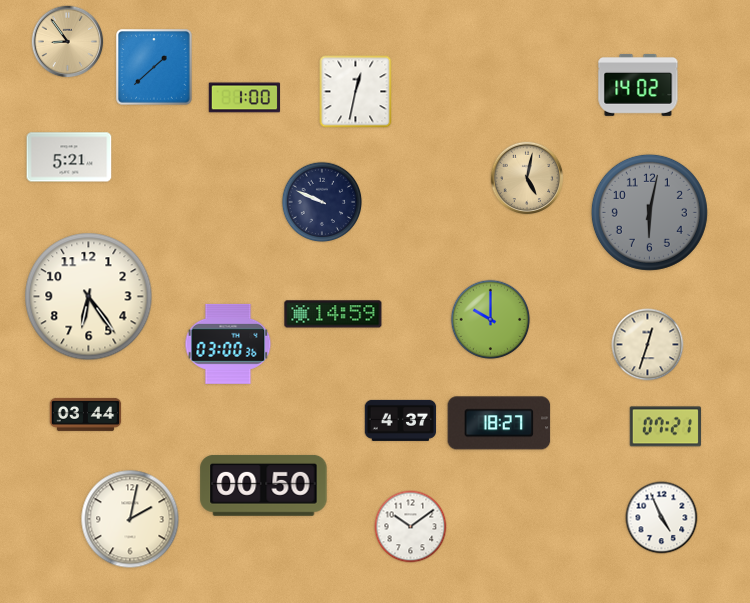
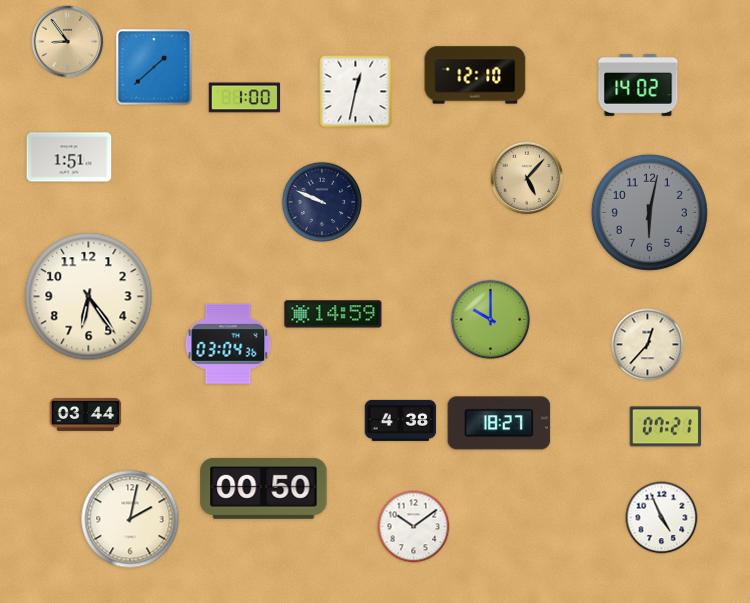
clock at (475, 75): none -> 12:10
clock at (69, 157): 5:21 -> 1:51
clock at (527, 178): 5:02 -> 5:07
clock at (228, 344): 03:00 -> 03:04
clock at (648, 345): 12:33 -> 12:37
clock at (401, 420): 4:37 -> 4:38
clock at (264, 485) position: (264, 485) -> (264, 488)
clock at (411, 527) position: (411, 527) -> (414, 527)
